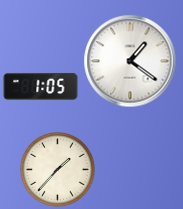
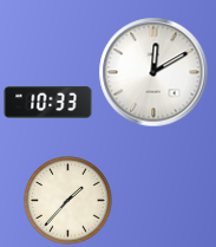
clock at (130, 61): 1:21 -> 12:10
clock at (41, 86): 1:05 -> 10:33
